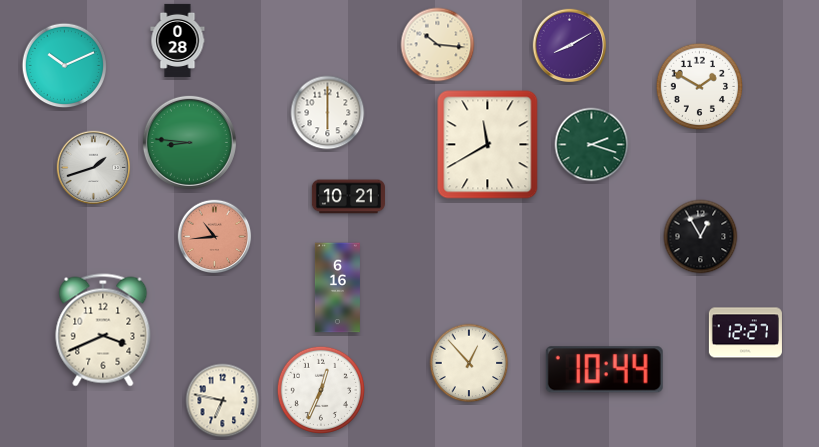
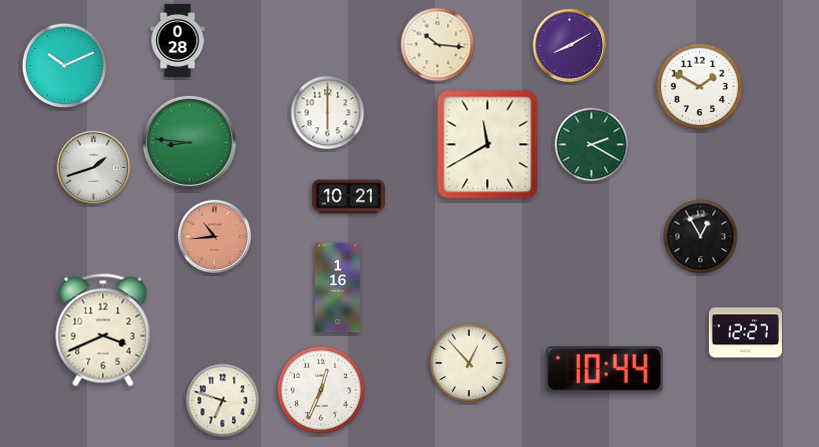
clock at (592, 145): 2:18 -> 2:20
clock at (337, 288): 6:16 -> 1:16
clock at (223, 401): 6:47 -> 6:48
